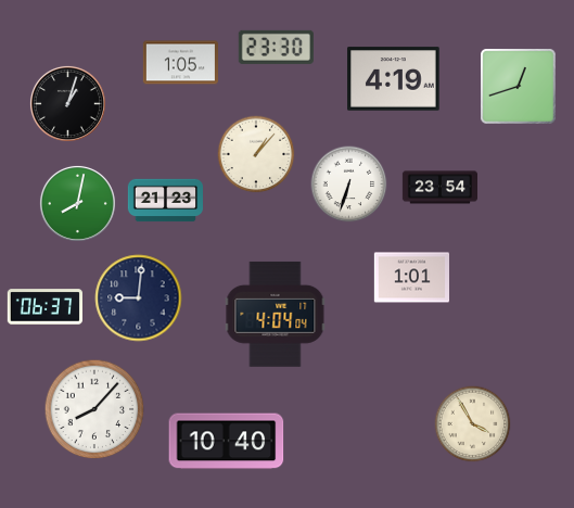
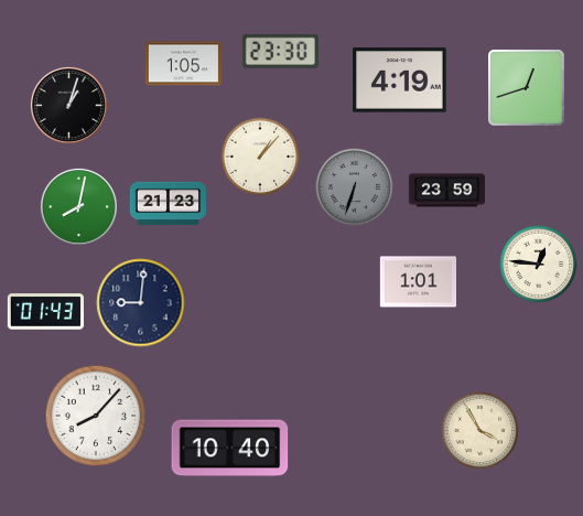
clock at (276, 47) position: (276, 47) -> (280, 51)
clock at (349, 185) dial: white -> grey
clock at (441, 188): 23:54 -> 23:59
clock at (539, 265): none -> 12:46
clock at (44, 307): 06:37 -> 01:43
clock at (276, 314): 4:04 -> none
